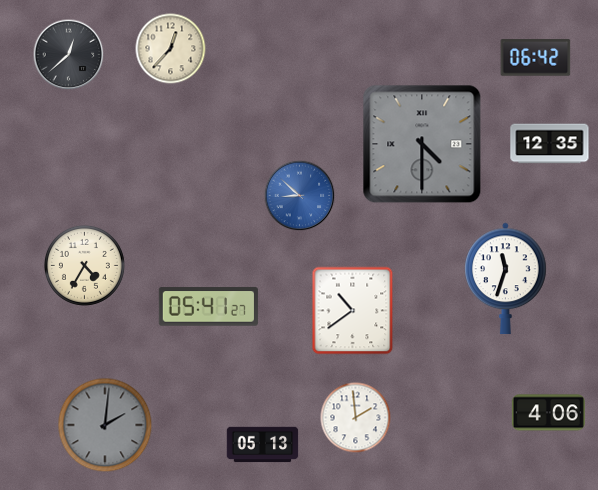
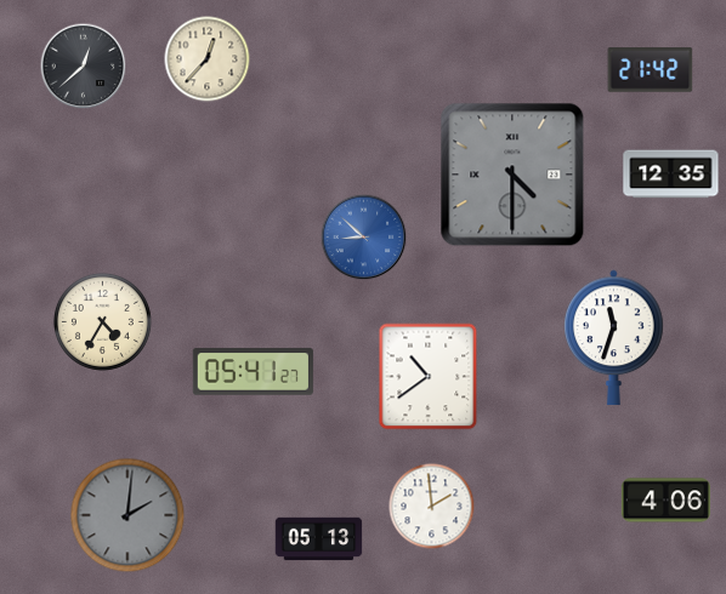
clock at (536, 58): 06:42 -> 21:42
clock at (550, 144) position: (550, 144) -> (671, 175)
